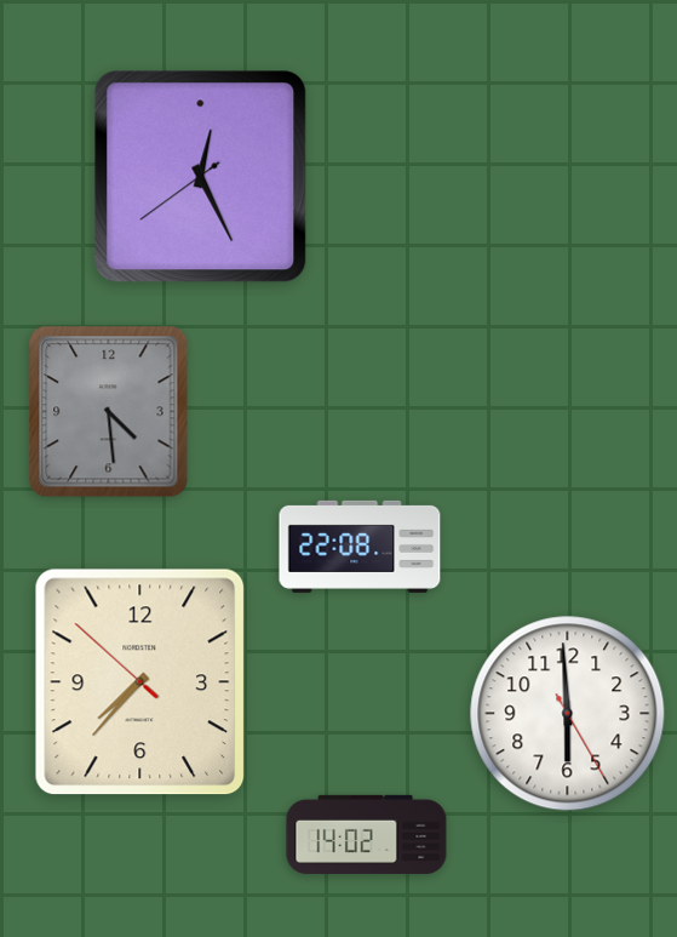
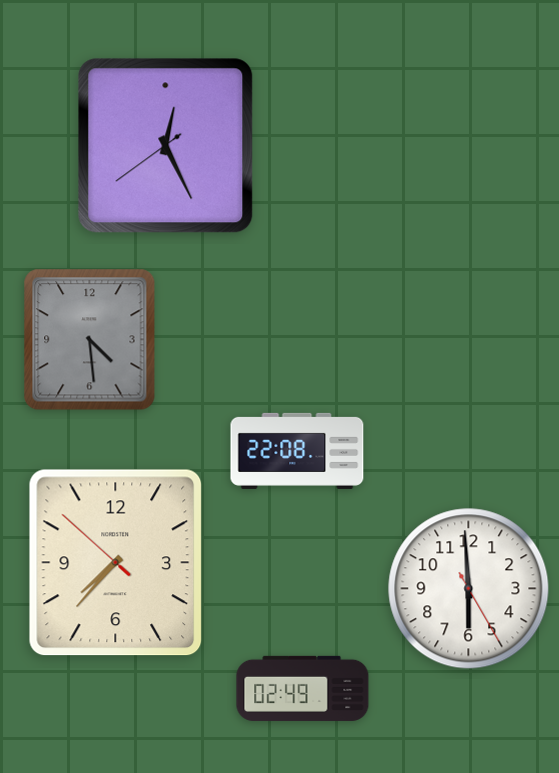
clock at (367, 834): 14:02 -> 02:49
